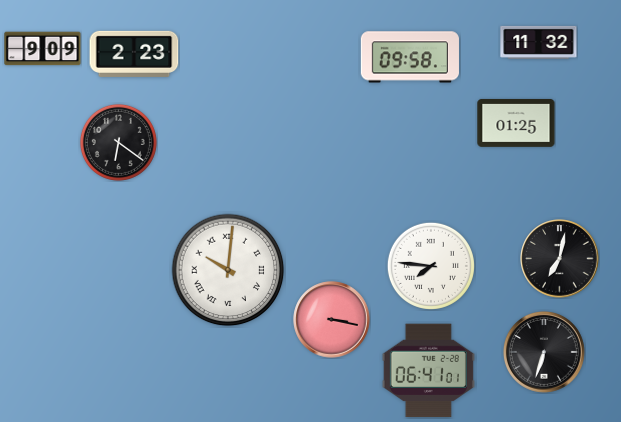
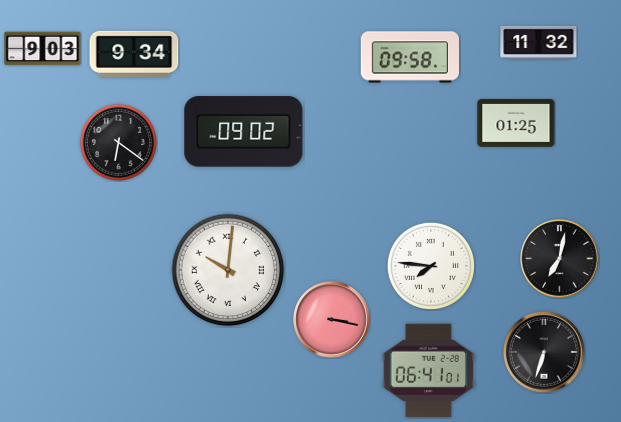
clock at (43, 49): 9:09 -> 9:03
clock at (134, 54): 2:23 -> 9:34
clock at (244, 132): none -> 09:02
